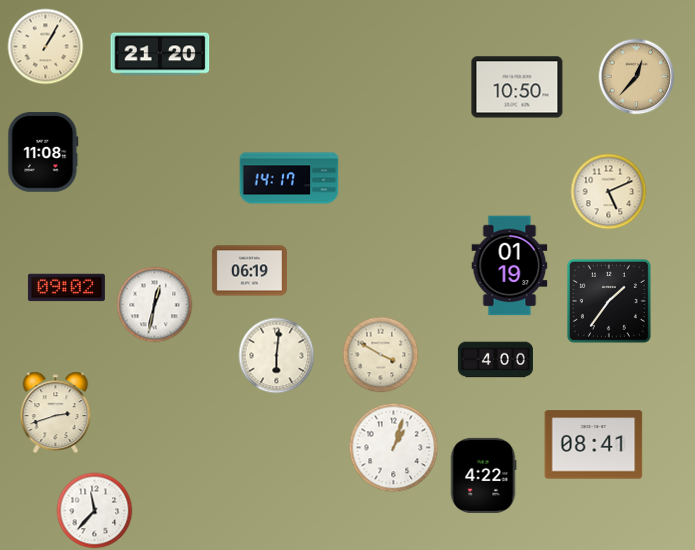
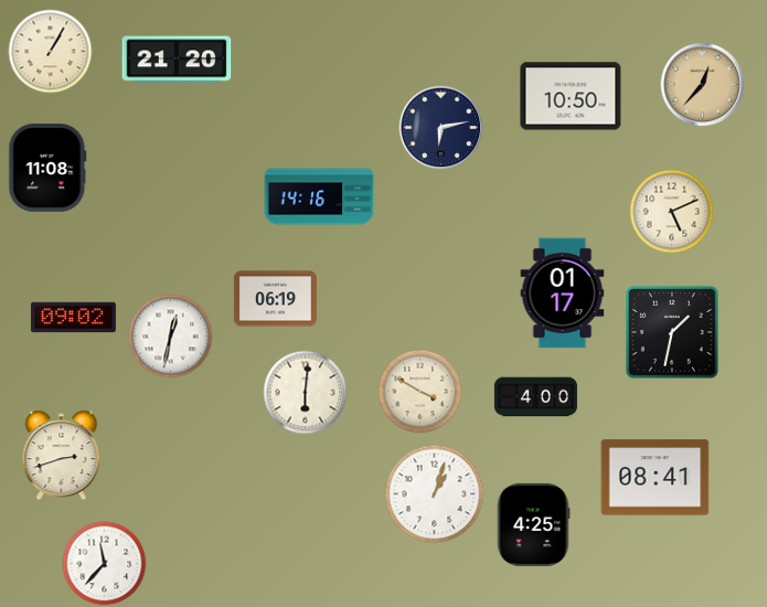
clock at (441, 128): none -> 6:13
clock at (289, 178): 14:17 -> 14:16
clock at (510, 266): 01:19 -> 01:17
clock at (609, 301): 1:36 -> 1:32
clock at (495, 360) position: (495, 360) -> (535, 397)
clock at (594, 445) position: (594, 445) -> (656, 478)
clock at (483, 475): 4:22 -> 4:25
